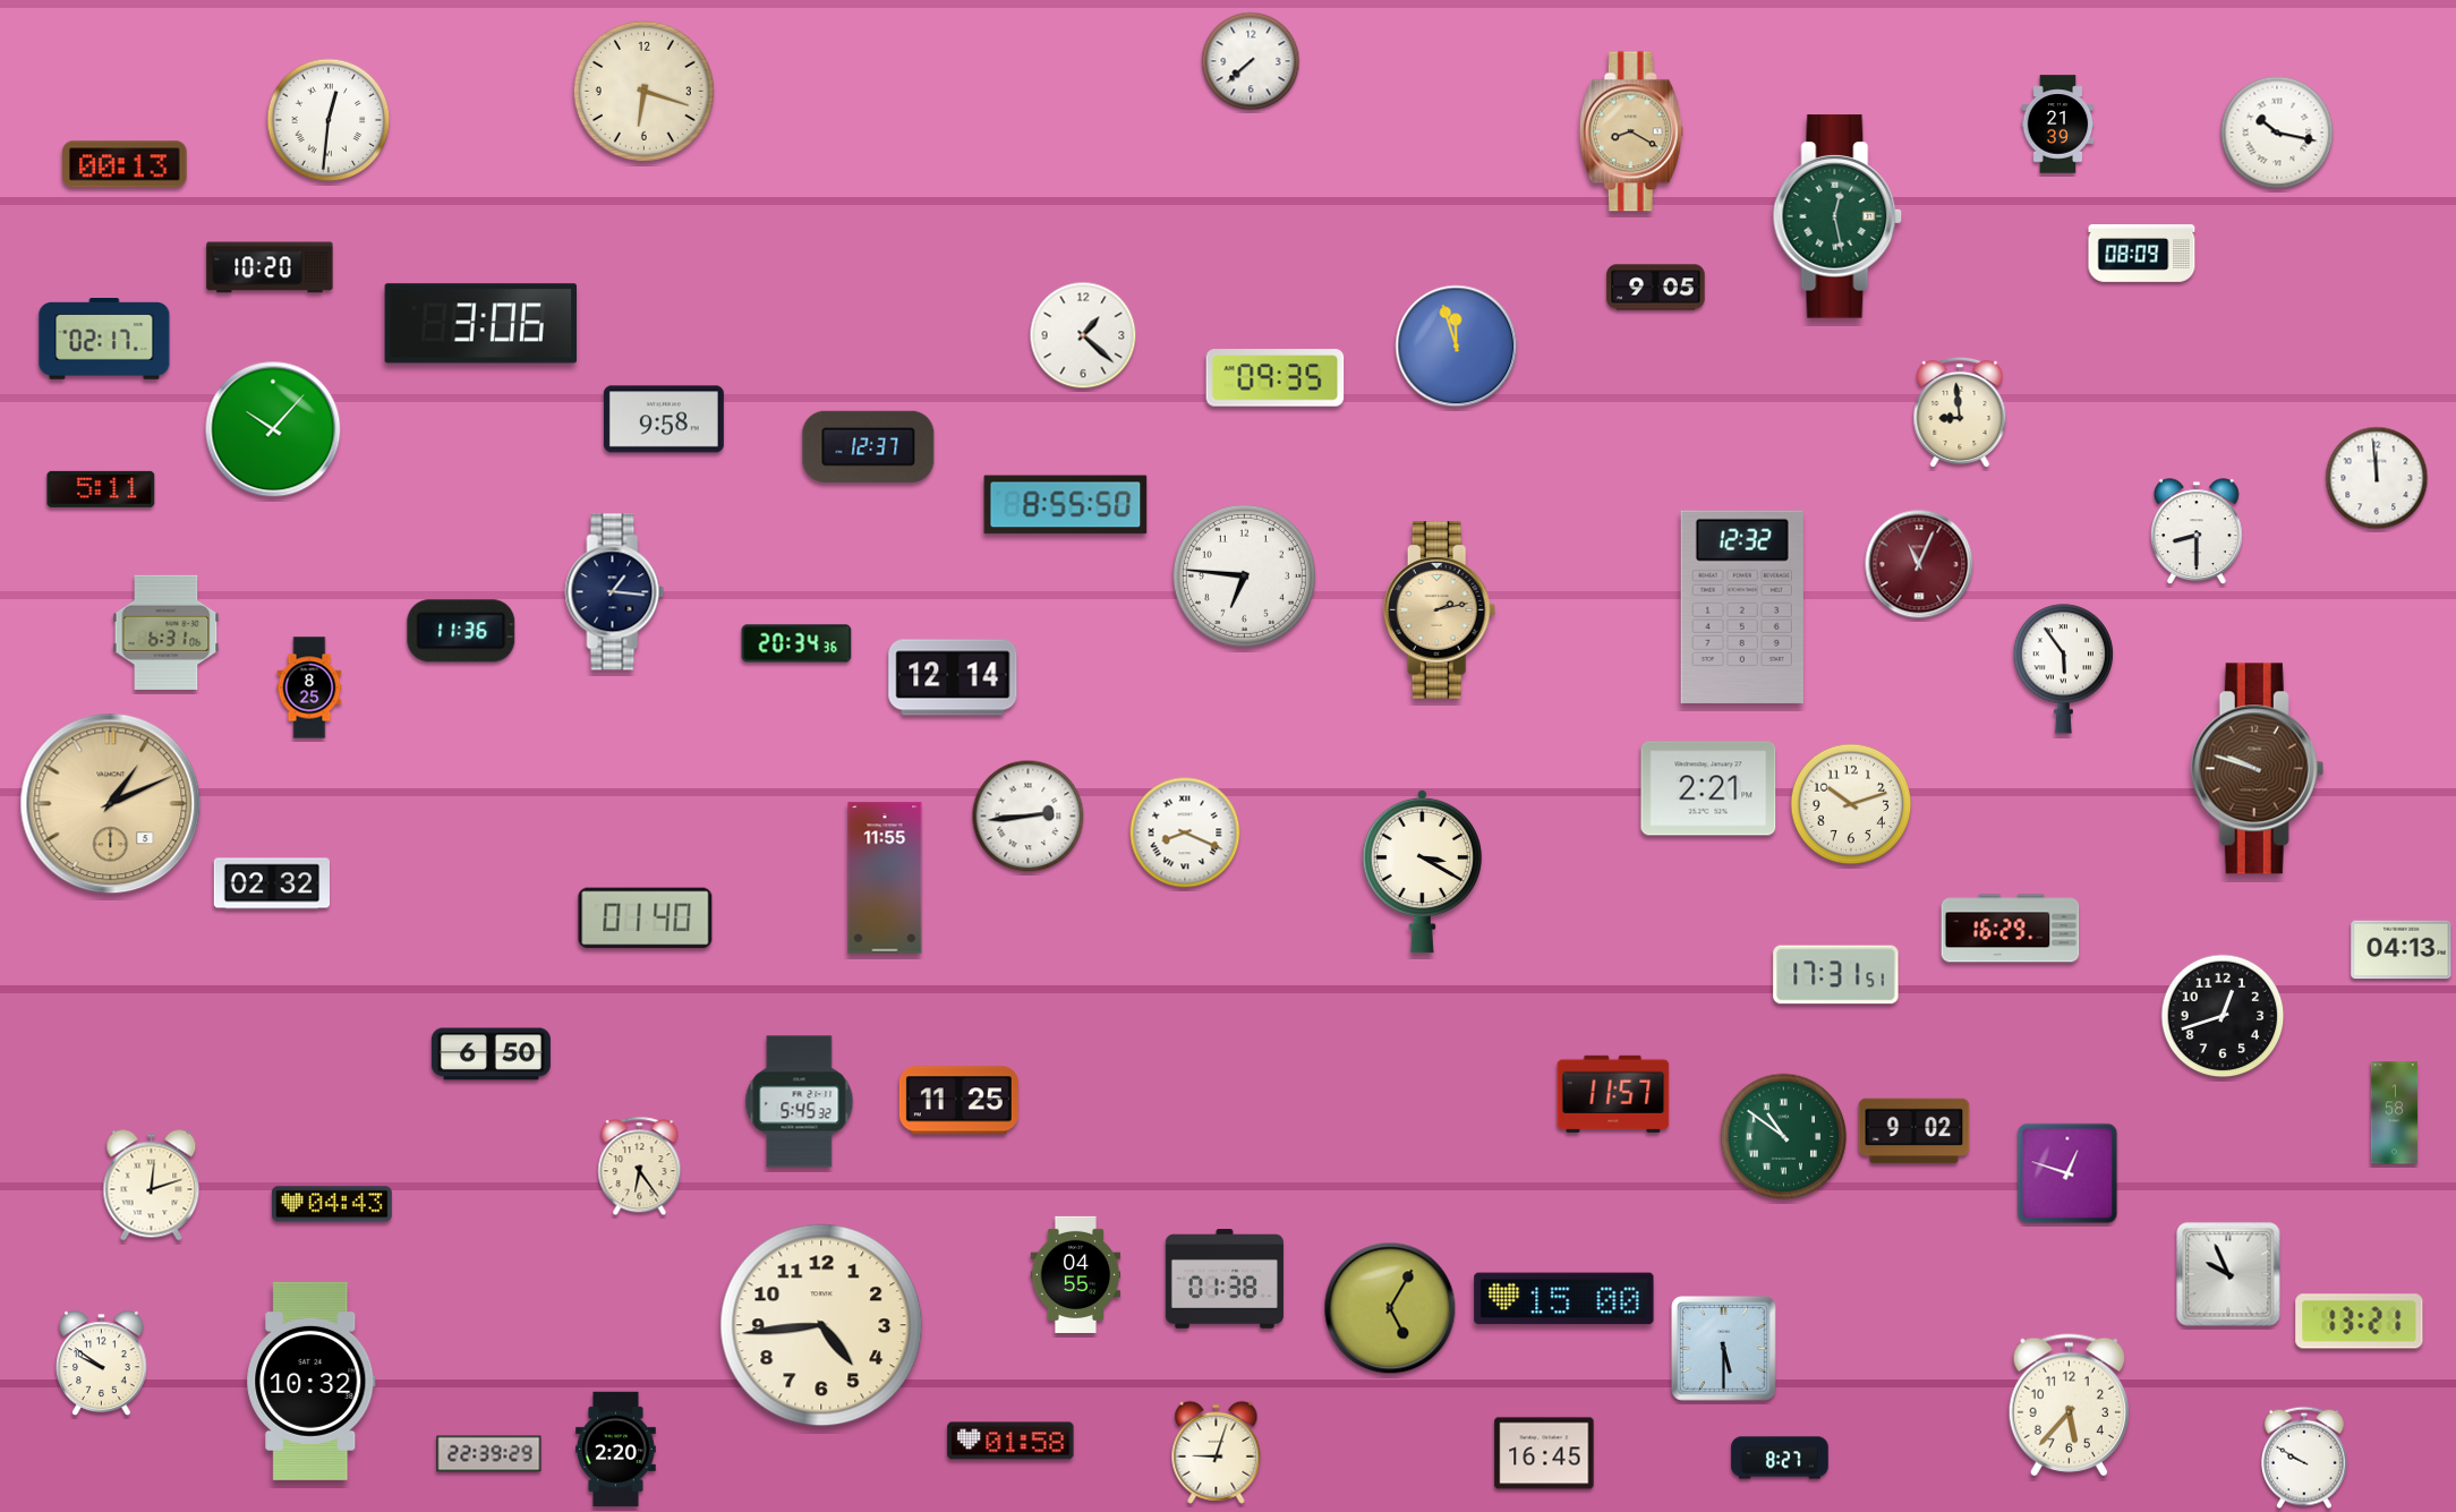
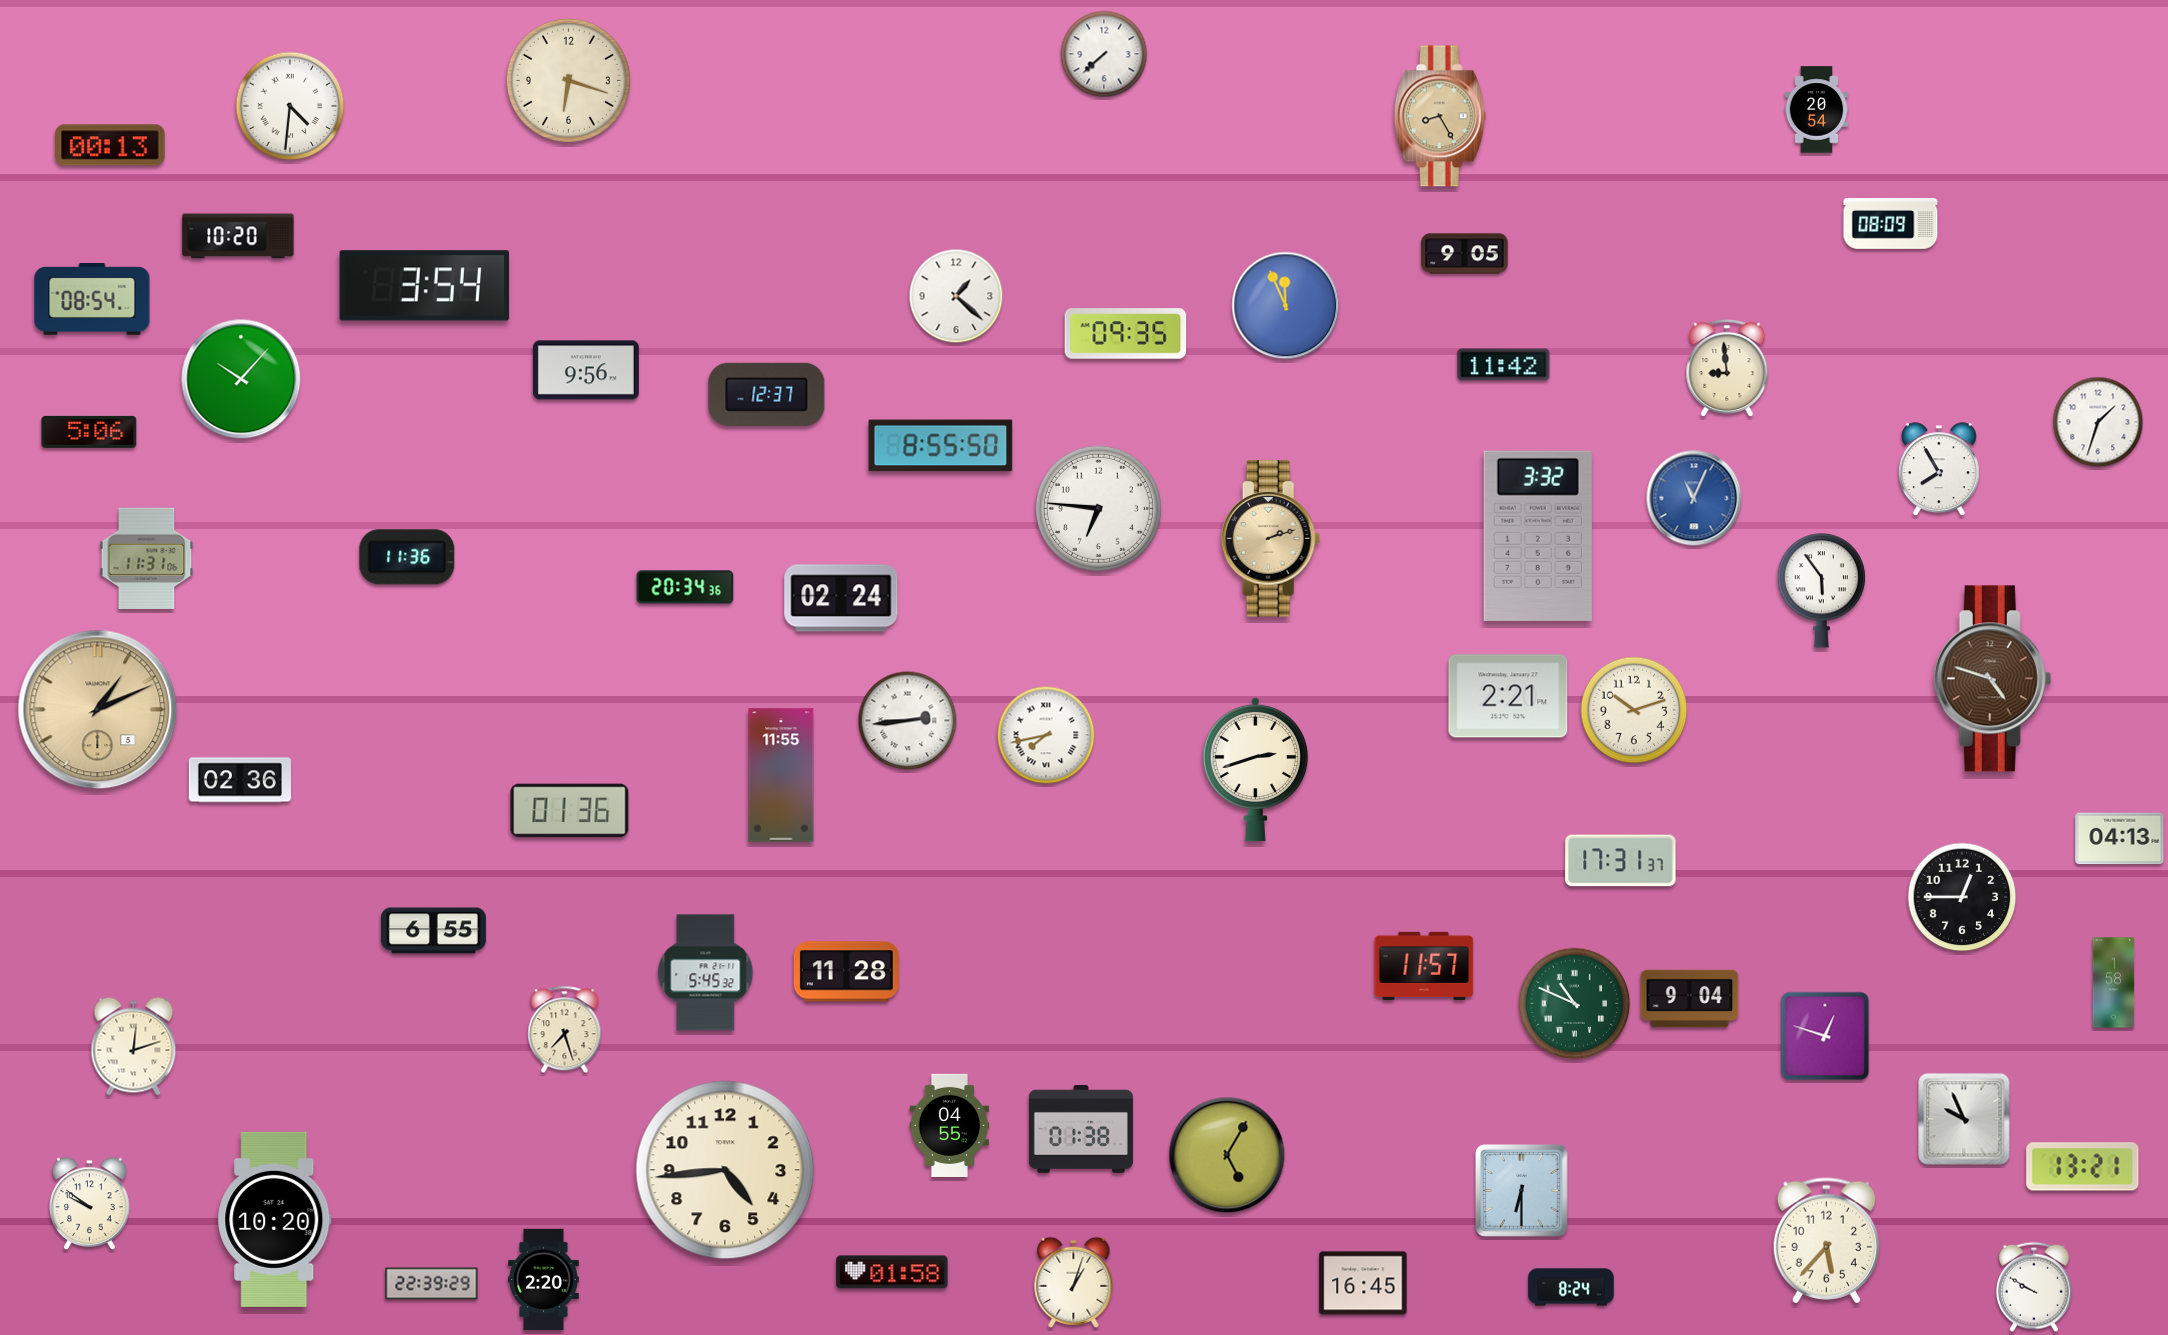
clock at (329, 120): 12:31 -> 4:31
clock at (2058, 125): 21:39 -> 20:54
clock at (1631, 131): 8:20 -> 8:25
clock at (2277, 133): 10:17 -> none
clock at (1837, 216): 12:28 -> none
clock at (1656, 288) position: (1656, 288) -> (1465, 254)
clock at (480, 324): 3:06 -> 3:54
clock at (104, 340): 02:17 -> 08:54
clock at (1457, 347): 11:57 -> 11:56
clock at (1960, 412) position: (1960, 412) -> (1727, 368)
clock at (1504, 365): none -> 11:42
clock at (664, 419): 9:58 -> 9:56
clock at (2377, 478): 11:59 -> 1:33
clock at (101, 489): 5:11 -> 5:06
clock at (2197, 532): 8:30 -> 7:55
clock at (1919, 564) dial: burgundy -> blue
clock at (615, 592): 1:16 -> none
clock at (1742, 607): 12:32 -> 3:32
clock at (1440, 610): 2:13 -> 2:12
clock at (167, 633): 6:31 -> 11:31
clock at (796, 643) position: (796, 643) -> (685, 587)
clock at (953, 677): 12:14 -> 02:24
clock at (309, 687): 8:25 -> none
clock at (2258, 769): 9:48 -> 4:48
clock at (1185, 832): 8:19 -> 7:43
clock at (1422, 871): 3:20 -> 2:42
clock at (271, 883): 02:32 -> 02:36
clock at (646, 919): 01:40 -> 01:36
clock at (2011, 929): 16:29 -> none
clock at (1836, 975): 17:31:51 -> 17:31:37
clock at (2223, 1016): 12:42 -> 12:45
clock at (491, 1054): 6:50 -> 6:55
clock at (958, 1101): 11:25 -> 11:28
clock at (1915, 1131): 9:02 -> 9:04
clock at (1784, 1137): 10:51 -> 10:49
clock at (640, 1167): 6:24 -> 7:27
clock at (332, 1204): 04:43 -> none
clock at (2228, 1274) position: (2228, 1274) -> (1964, 1119)
clock at (1564, 1299): 15:00 -> none
clock at (1724, 1349): 5:30 -> 6:30
clock at (312, 1381): 10:32 -> 10:20
clock at (1217, 1452): 9:03 -> 1:03
clock at (1780, 1458): 8:27 -> 8:24
